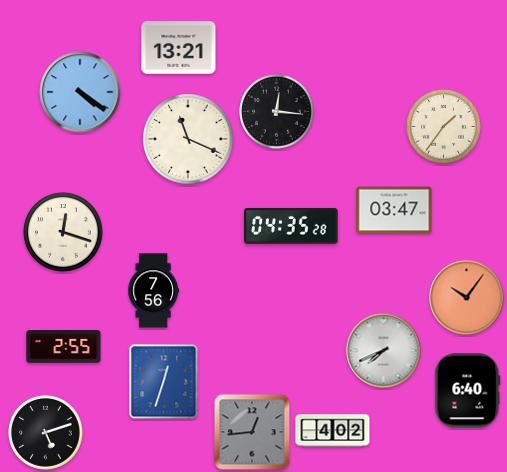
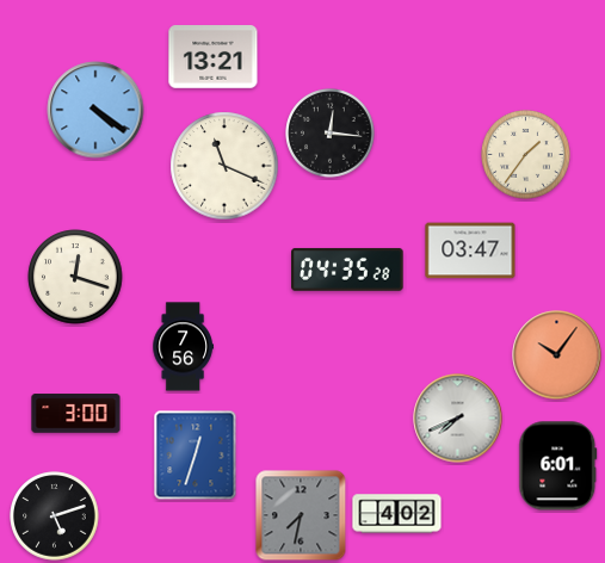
clock at (444, 127) position: (444, 127) -> (526, 155)
clock at (64, 347): 2:55 -> 3:00
clock at (468, 391): 6:40 -> 6:01
clock at (252, 432): 12:44 -> 7:32
